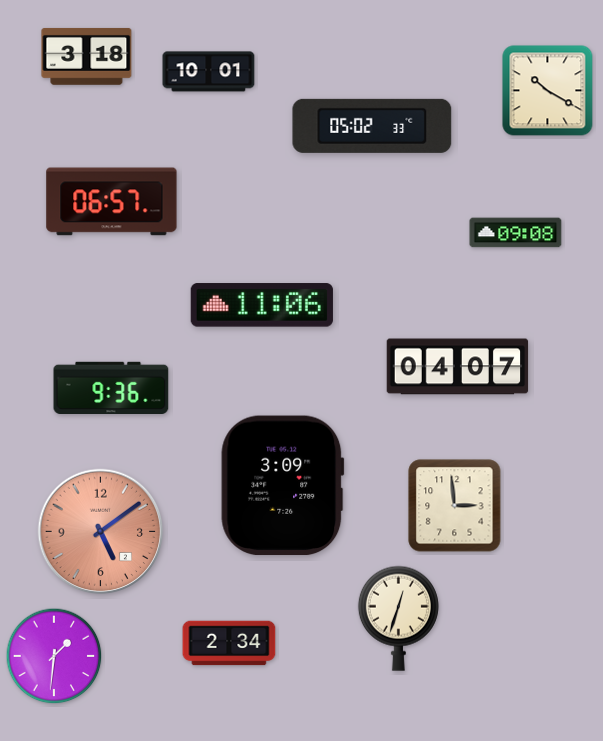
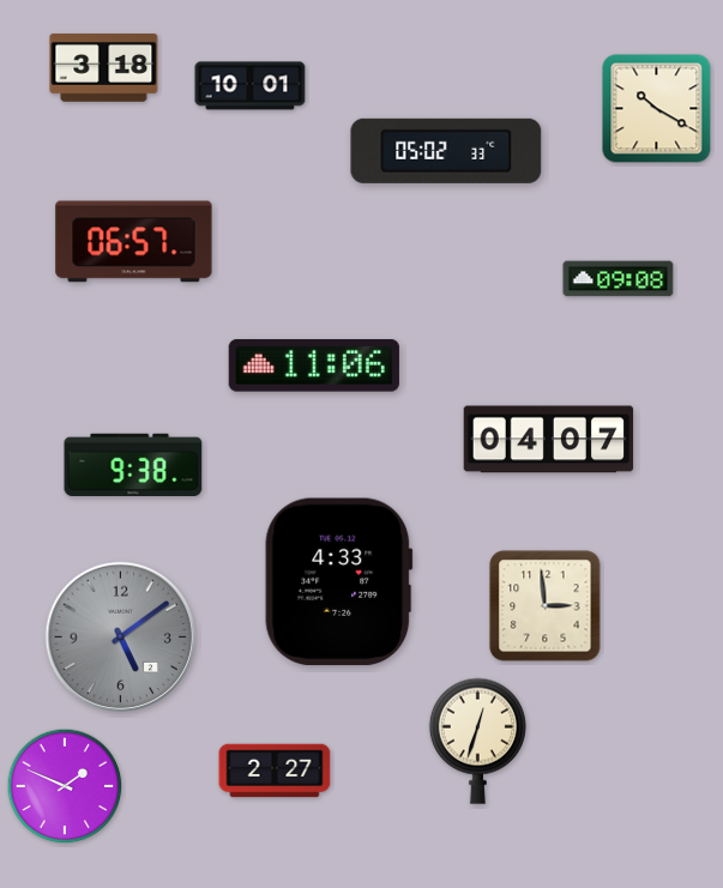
clock at (111, 387): 9:36 -> 9:38
clock at (283, 486): 3:09 -> 4:33
clock at (101, 532) dial: salmon -> grey
clock at (229, 643): 2:34 -> 2:27
clock at (54, 656): 1:31 -> 1:49
